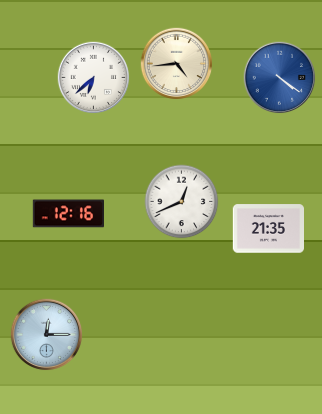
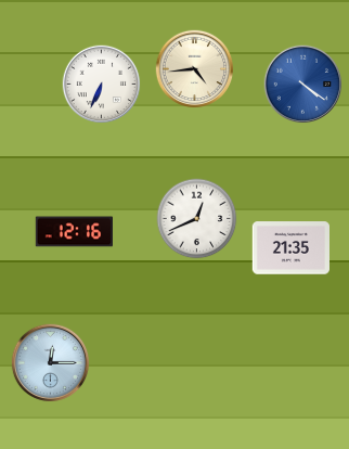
clock at (177, 64) position: (177, 64) -> (195, 69)
clock at (94, 78): 6:38 -> 6:34
